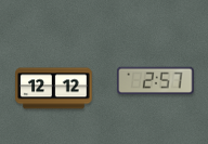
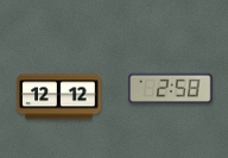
clock at (156, 81): 2:57 -> 2:58
